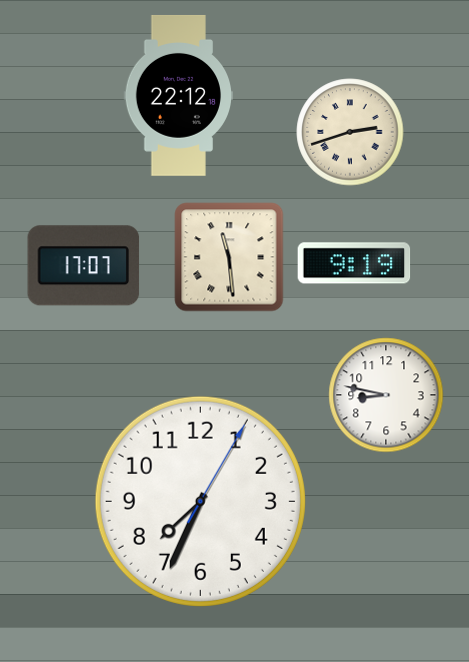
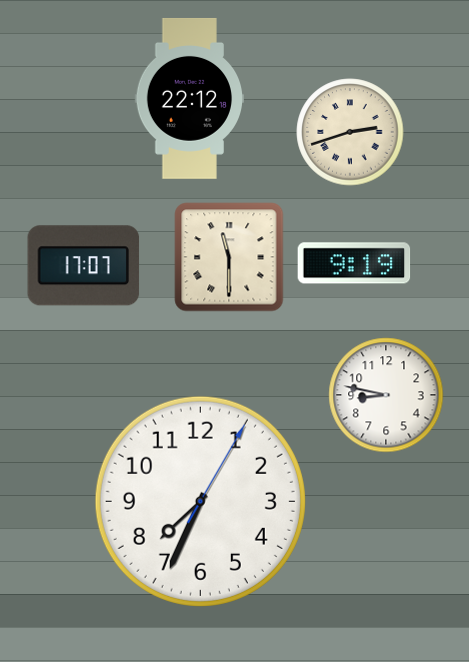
clock at (179, 95) position: (179, 95) -> (190, 98)
clock at (229, 257): 11:29 -> 11:30
